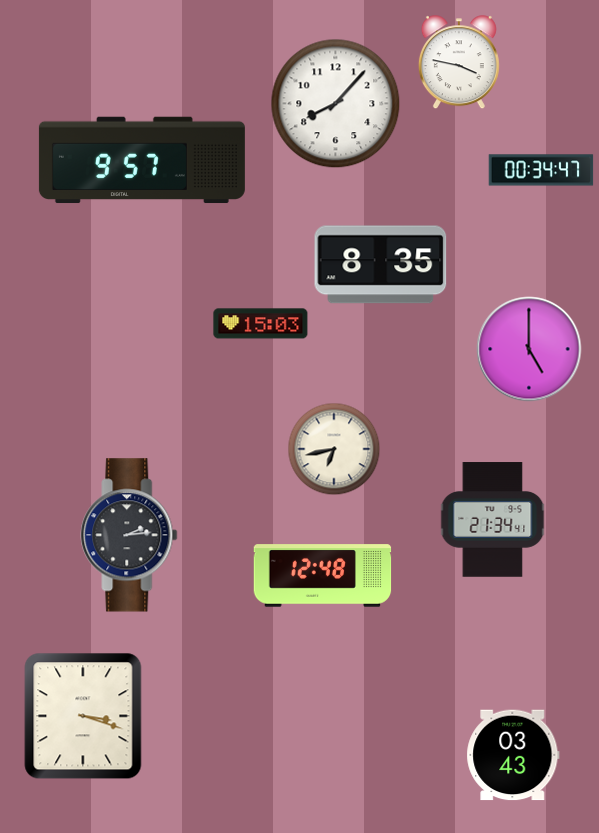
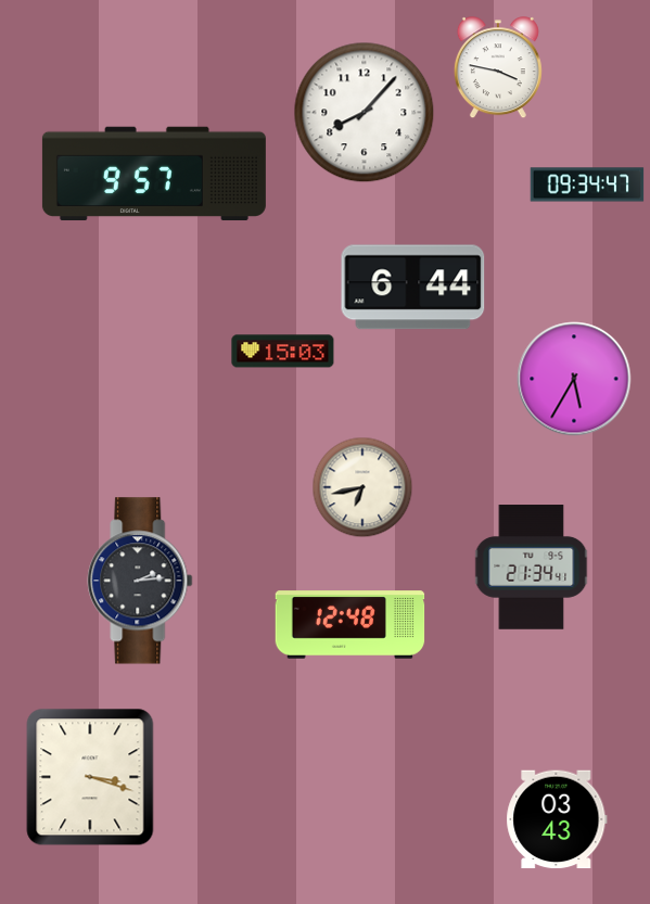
clock at (541, 170): 00:34 -> 09:34
clock at (381, 265): 8:35 -> 6:44
clock at (529, 349): 5:00 -> 5:35
clock at (493, 520) position: (493, 520) -> (532, 568)
